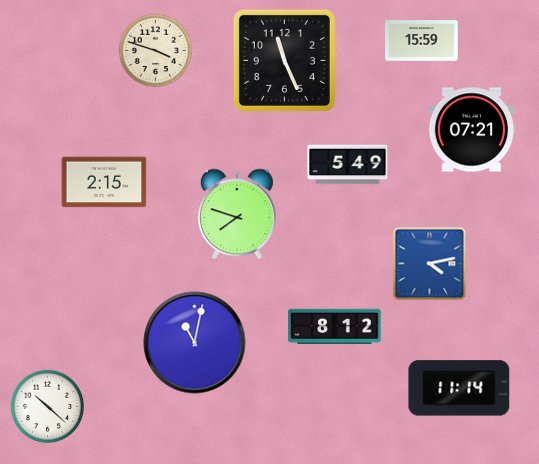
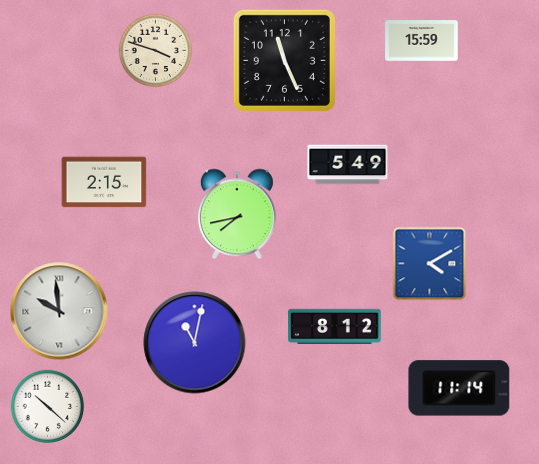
clock at (472, 130): 07:21 -> none
clock at (237, 214): 7:48 -> 7:43
clock at (430, 264): 4:13 -> 4:10
clock at (59, 311): none -> 9:59
